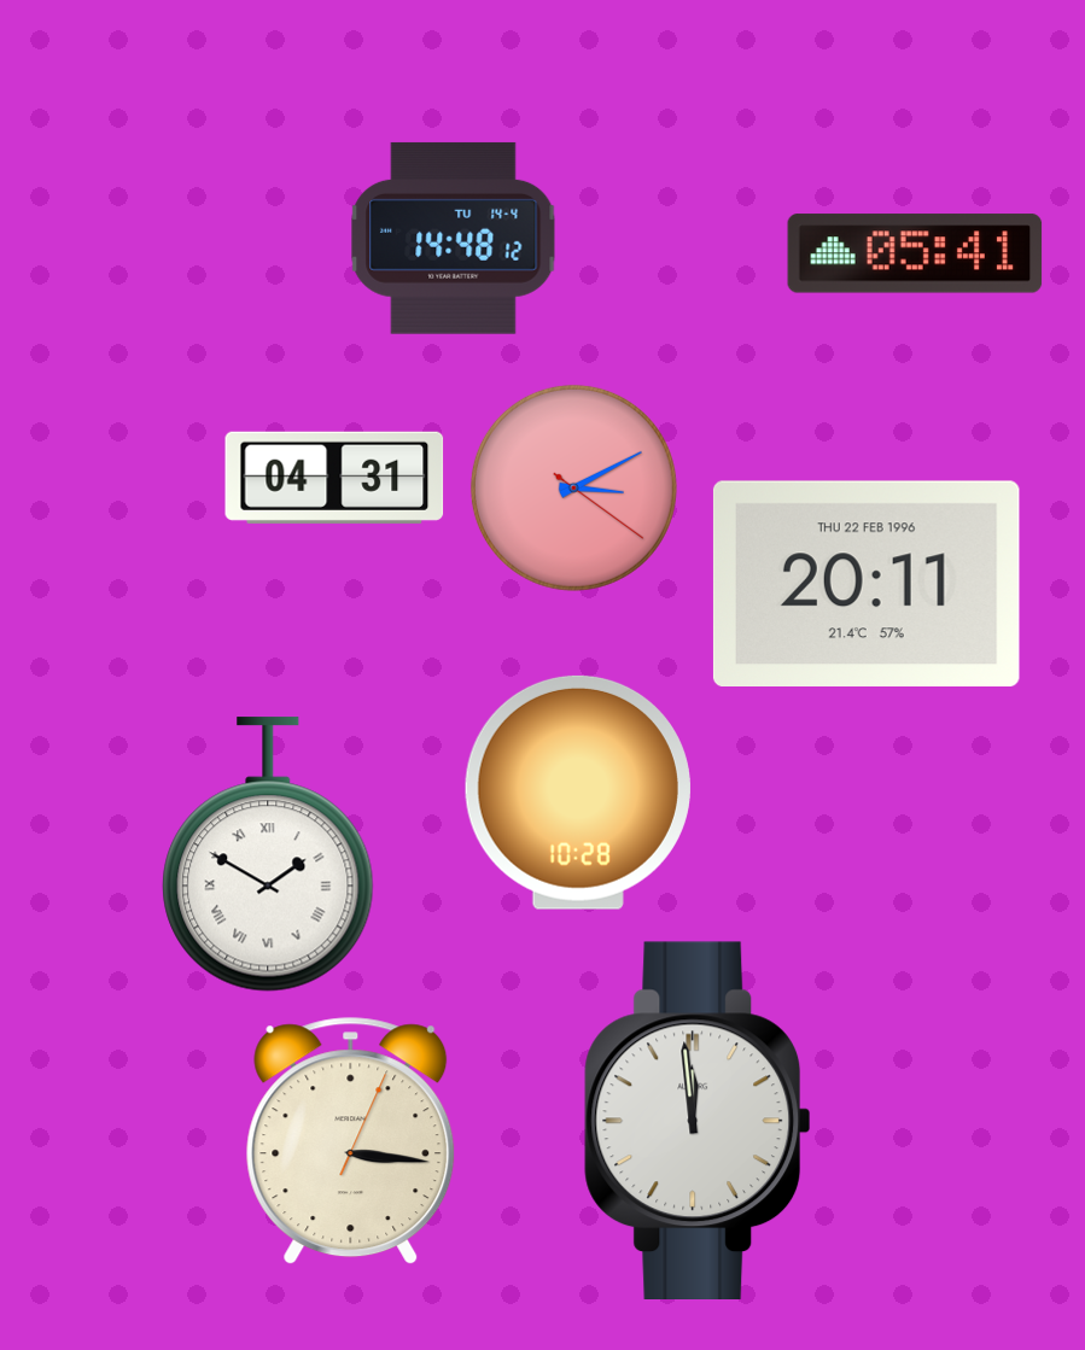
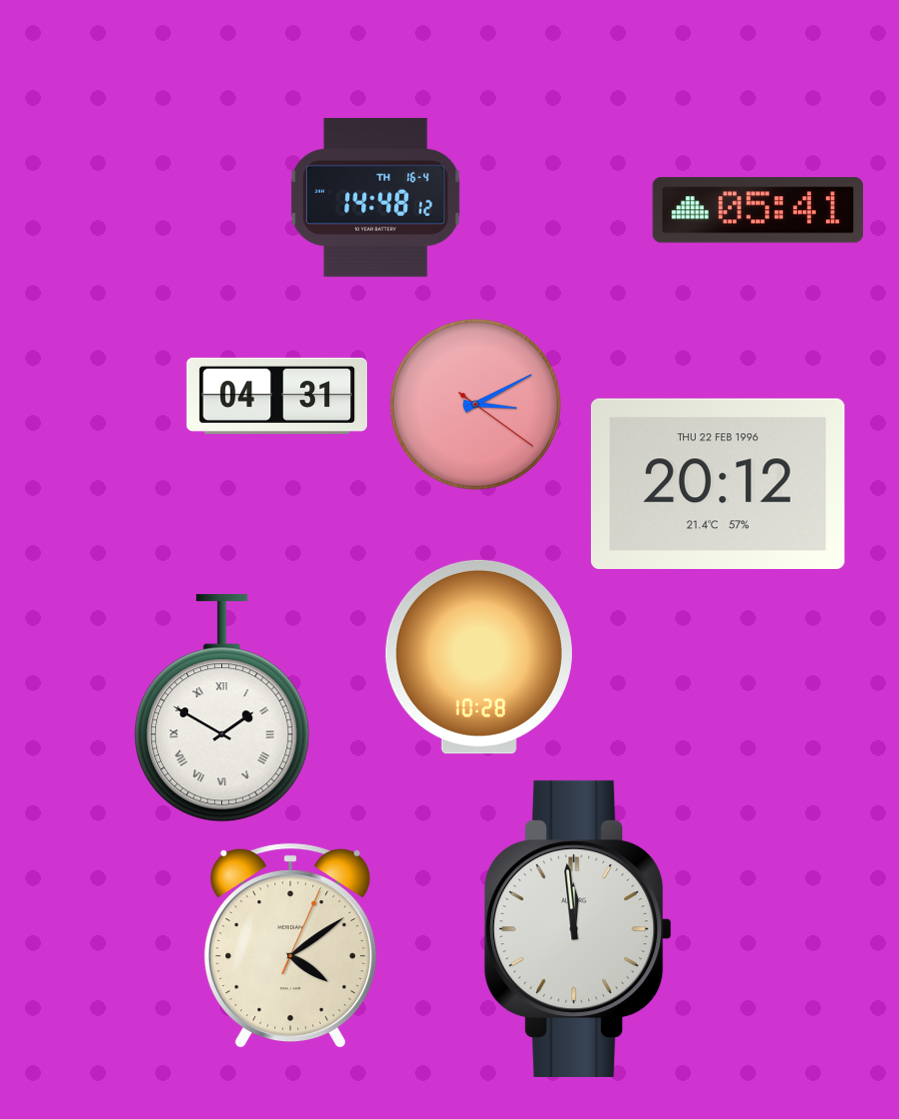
clock at (454, 238) date: TU 14-4 -> TH 16-4
clock at (867, 583): 20:11 -> 20:12
clock at (351, 1141): 3:16 -> 4:09
